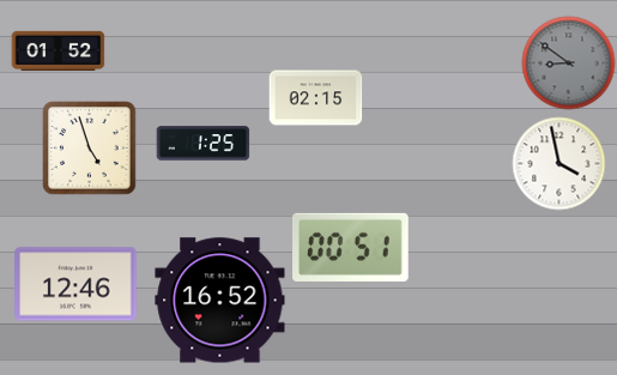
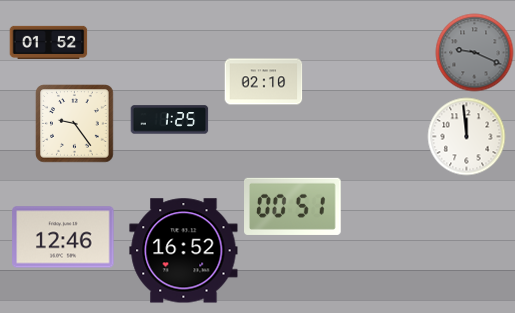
clock at (568, 62): 8:51 -> 9:19
clock at (315, 98): 02:15 -> 02:10
clock at (89, 147): 4:57 -> 9:24
clock at (558, 163): 3:58 -> 11:59
